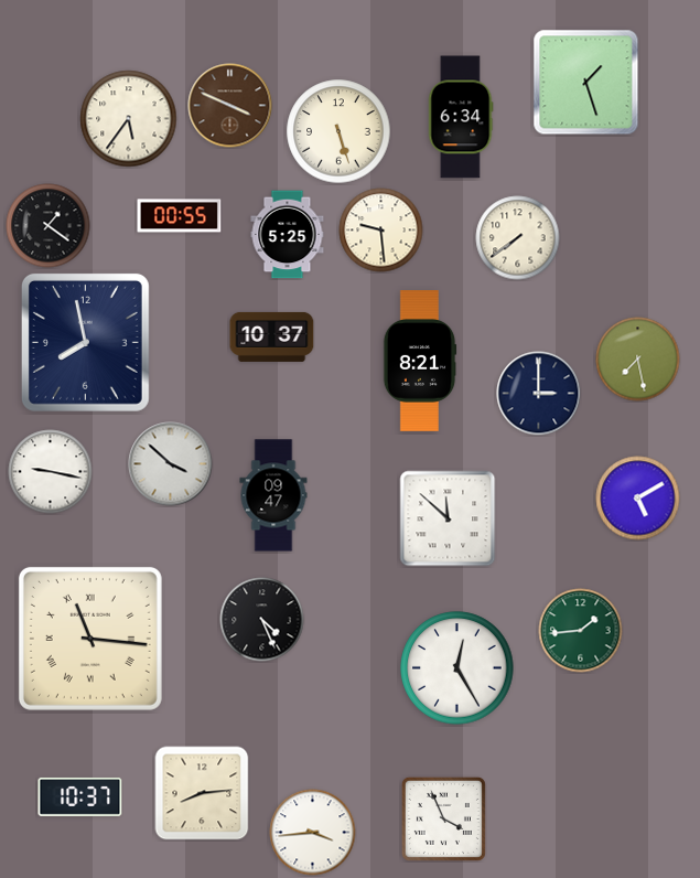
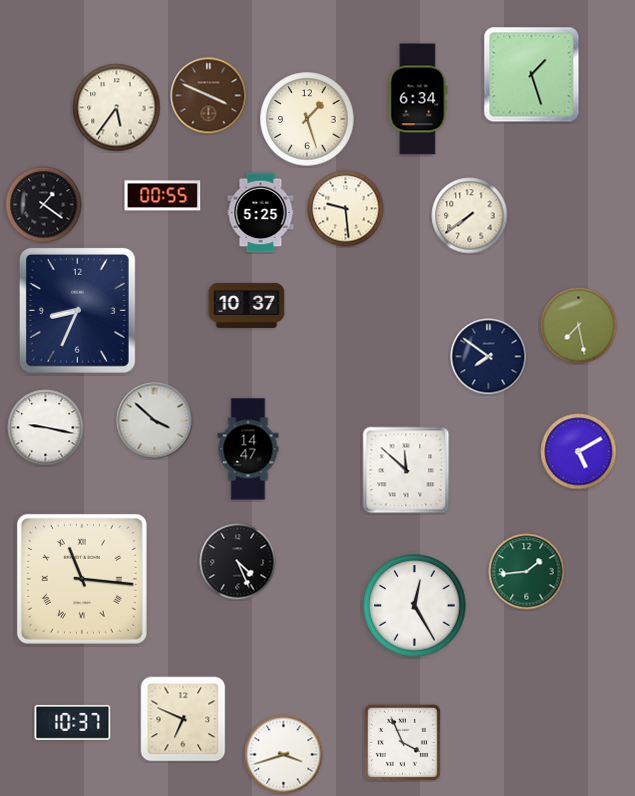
clock at (461, 117) position: (461, 117) -> (418, 99)
clock at (338, 131): 5:27 -> 1:27
clock at (85, 342): 7:58 -> 8:34
clock at (420, 361): 8:21 -> none
clock at (539, 394): 3:00 -> 7:51
clock at (273, 495): 09:47 -> 14:47
clock at (202, 793): 8:14 -> 6:49
clock at (313, 833): 3:44 -> 3:42
